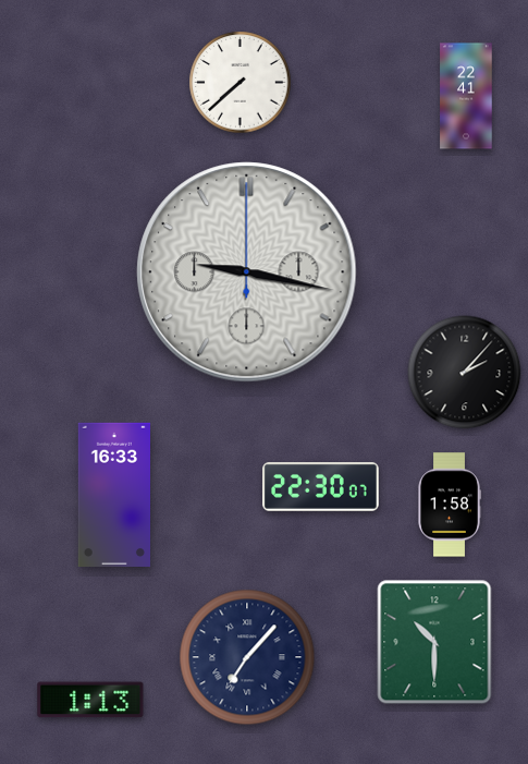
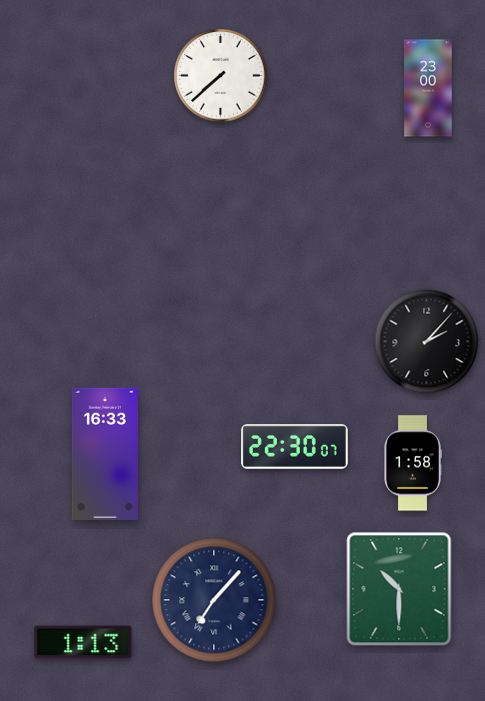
clock at (466, 96): 22:41 -> 23:00
clock at (247, 272): 9:17 -> none
clock at (247, 657) position: (247, 657) -> (214, 600)
